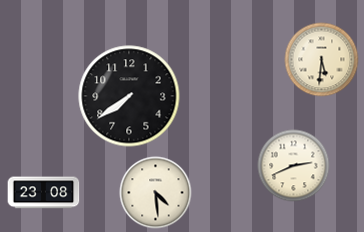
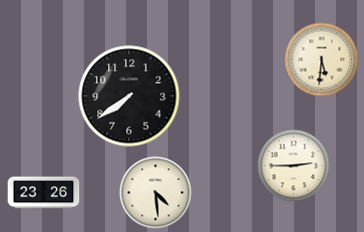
clock at (294, 166): 2:41 -> 2:45
clock at (44, 193): 23:08 -> 23:26
